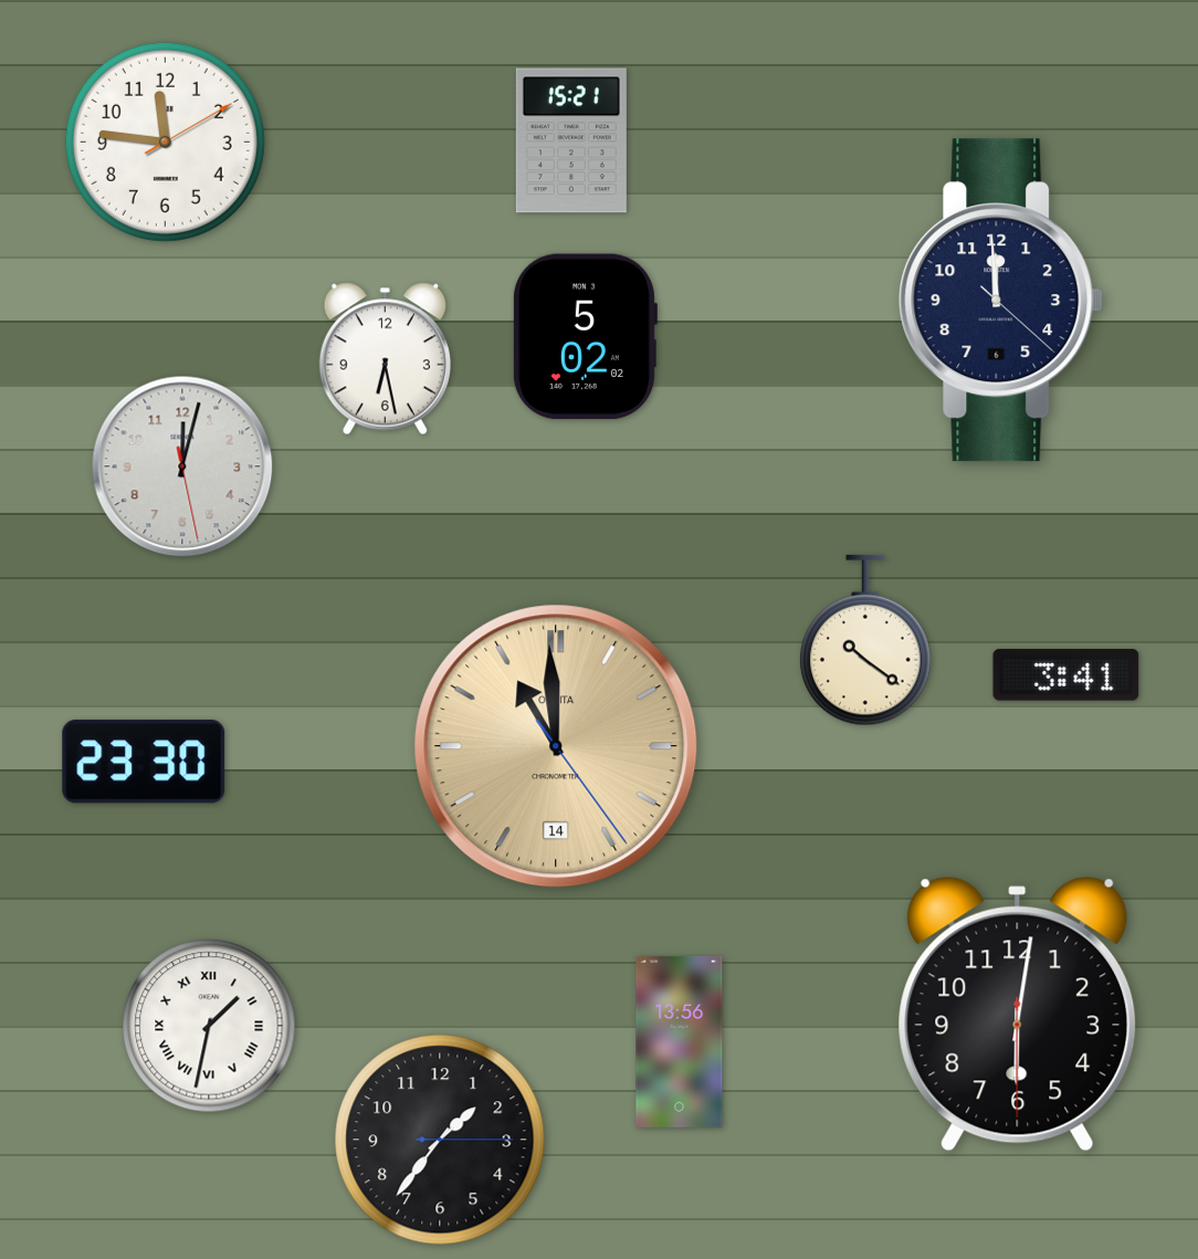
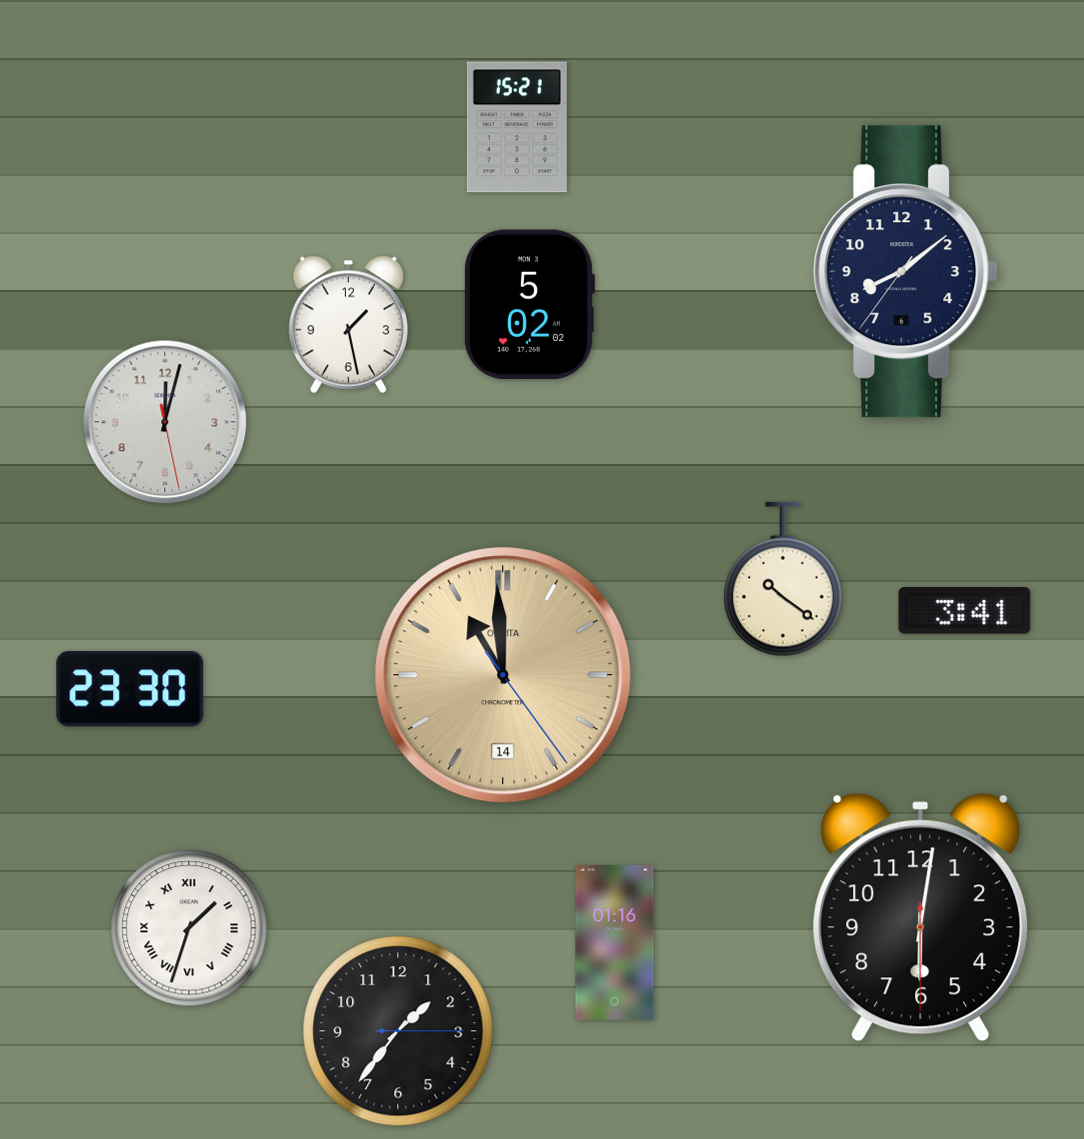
clock at (165, 141): 11:46 -> none
clock at (1001, 301): 11:59 -> 8:08
clock at (385, 359): 6:28 -> 1:28
clock at (209, 1026): 1:32 -> 1:33
clock at (680, 1041): 13:56 -> 01:16
